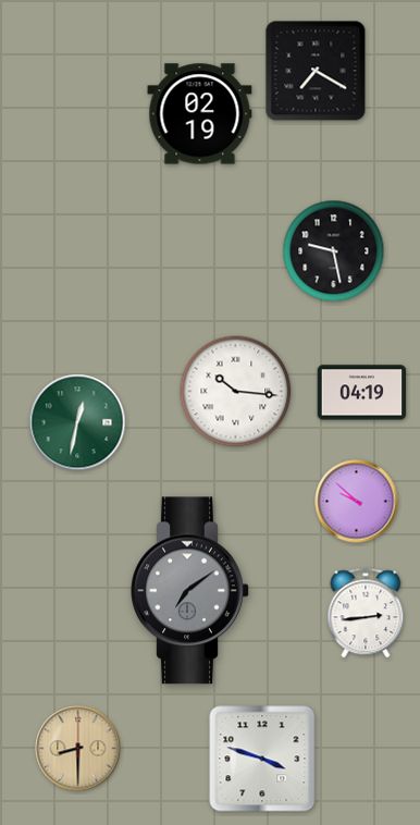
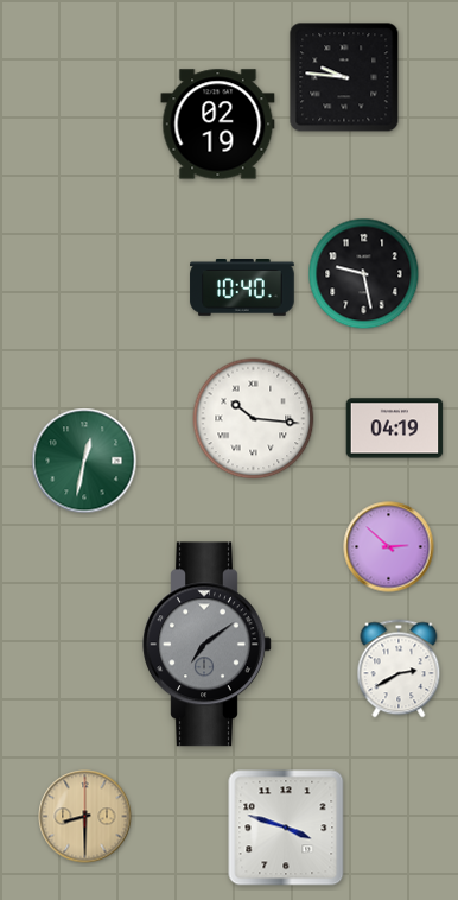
clock at (316, 71): 7:20 -> 9:46
clock at (242, 287): none -> 10:40
clock at (236, 392) position: (236, 392) -> (254, 419)
clock at (357, 502): 9:52 -> 2:52
clock at (366, 613): 2:44 -> 2:40
